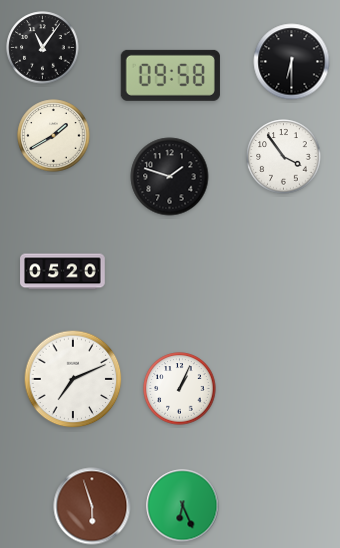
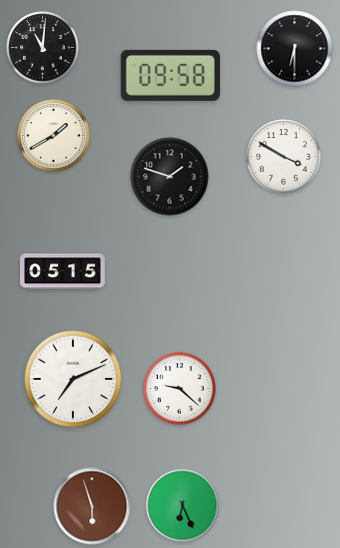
clock at (43, 48): 11:06 -> 11:01
clock at (292, 62) position: (292, 62) -> (295, 49)
clock at (284, 157): 3:54 -> 3:50
clock at (63, 272): 05:20 -> 05:15
clock at (180, 389): 1:04 -> 9:22
